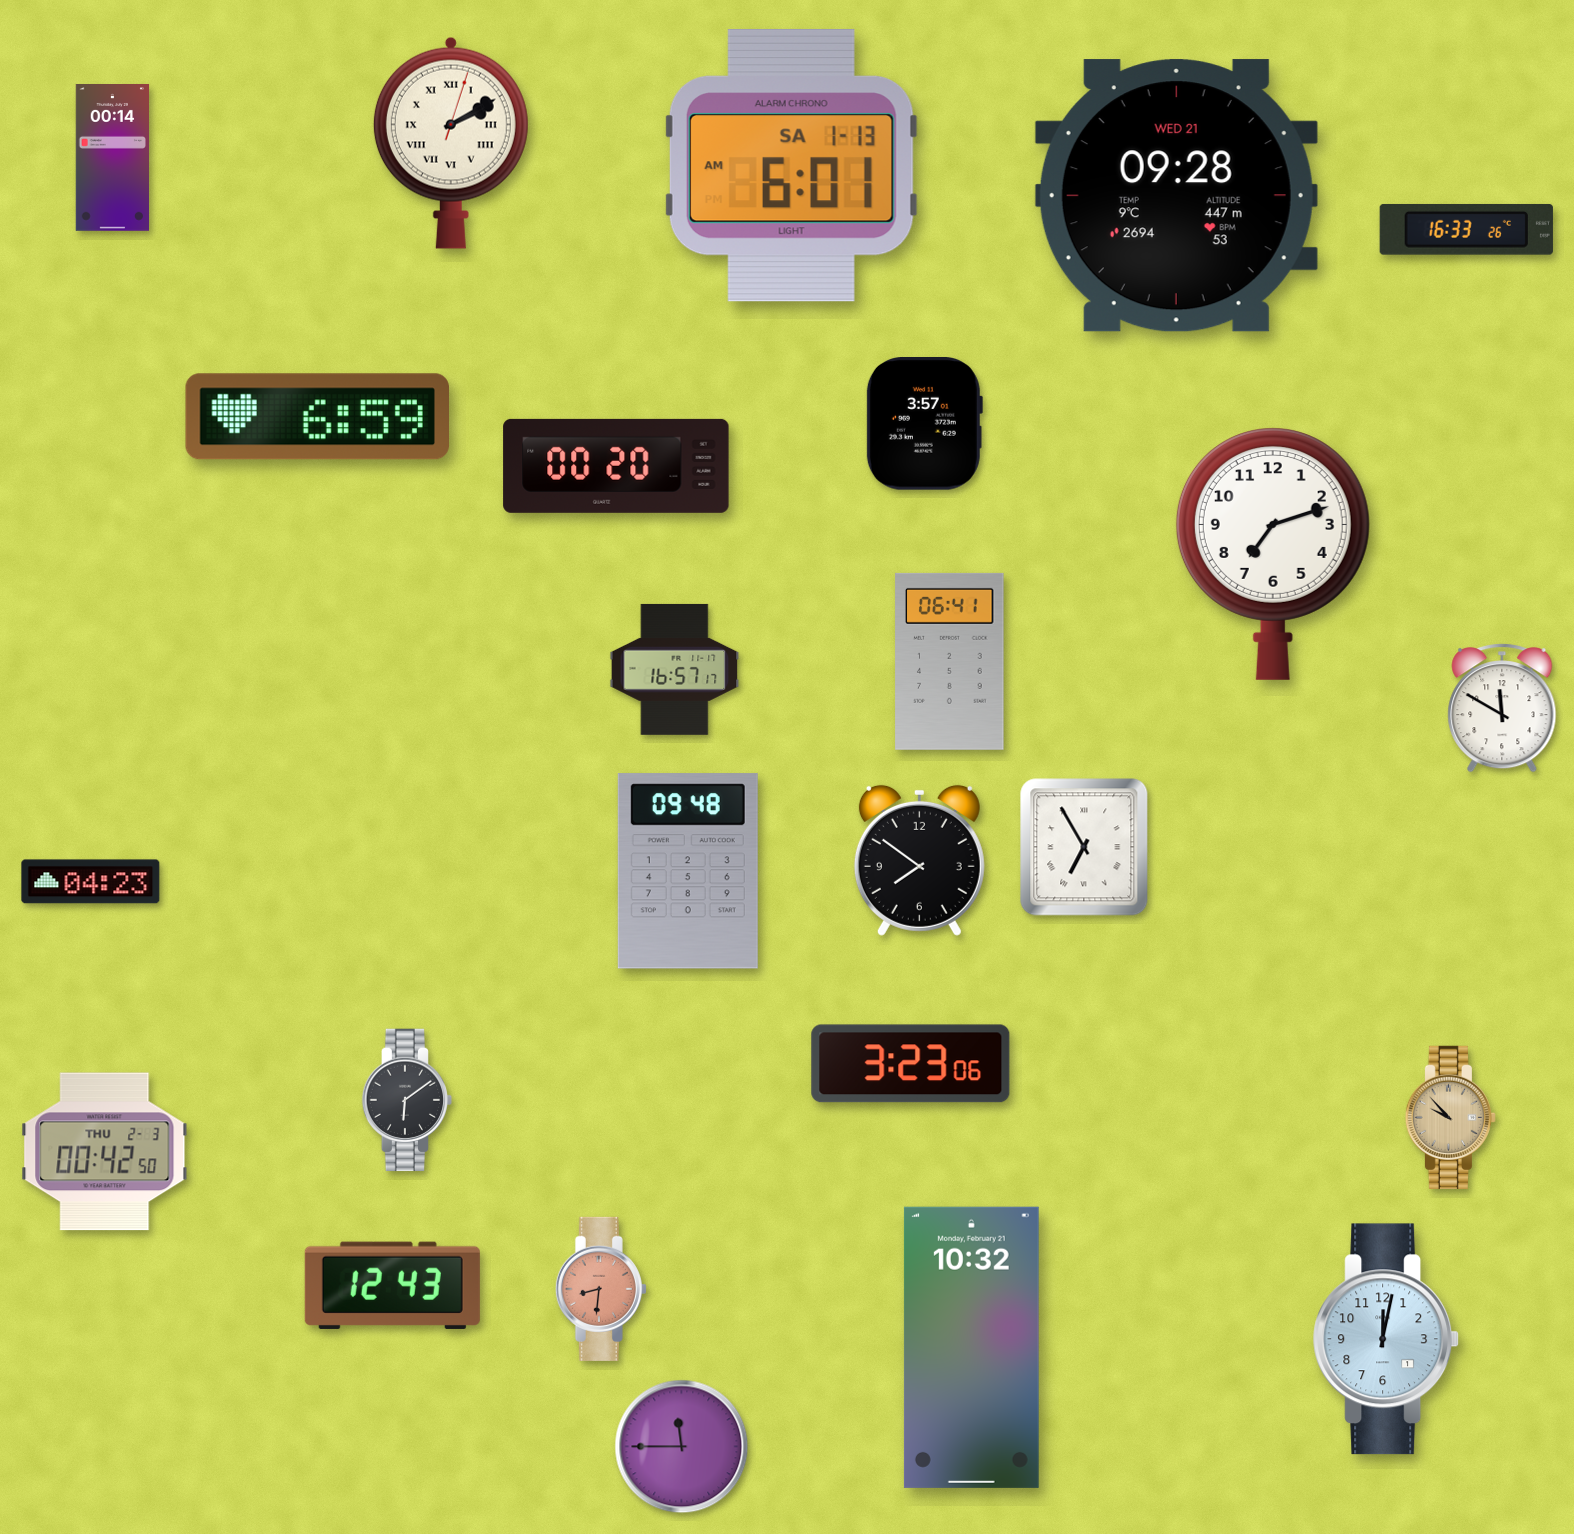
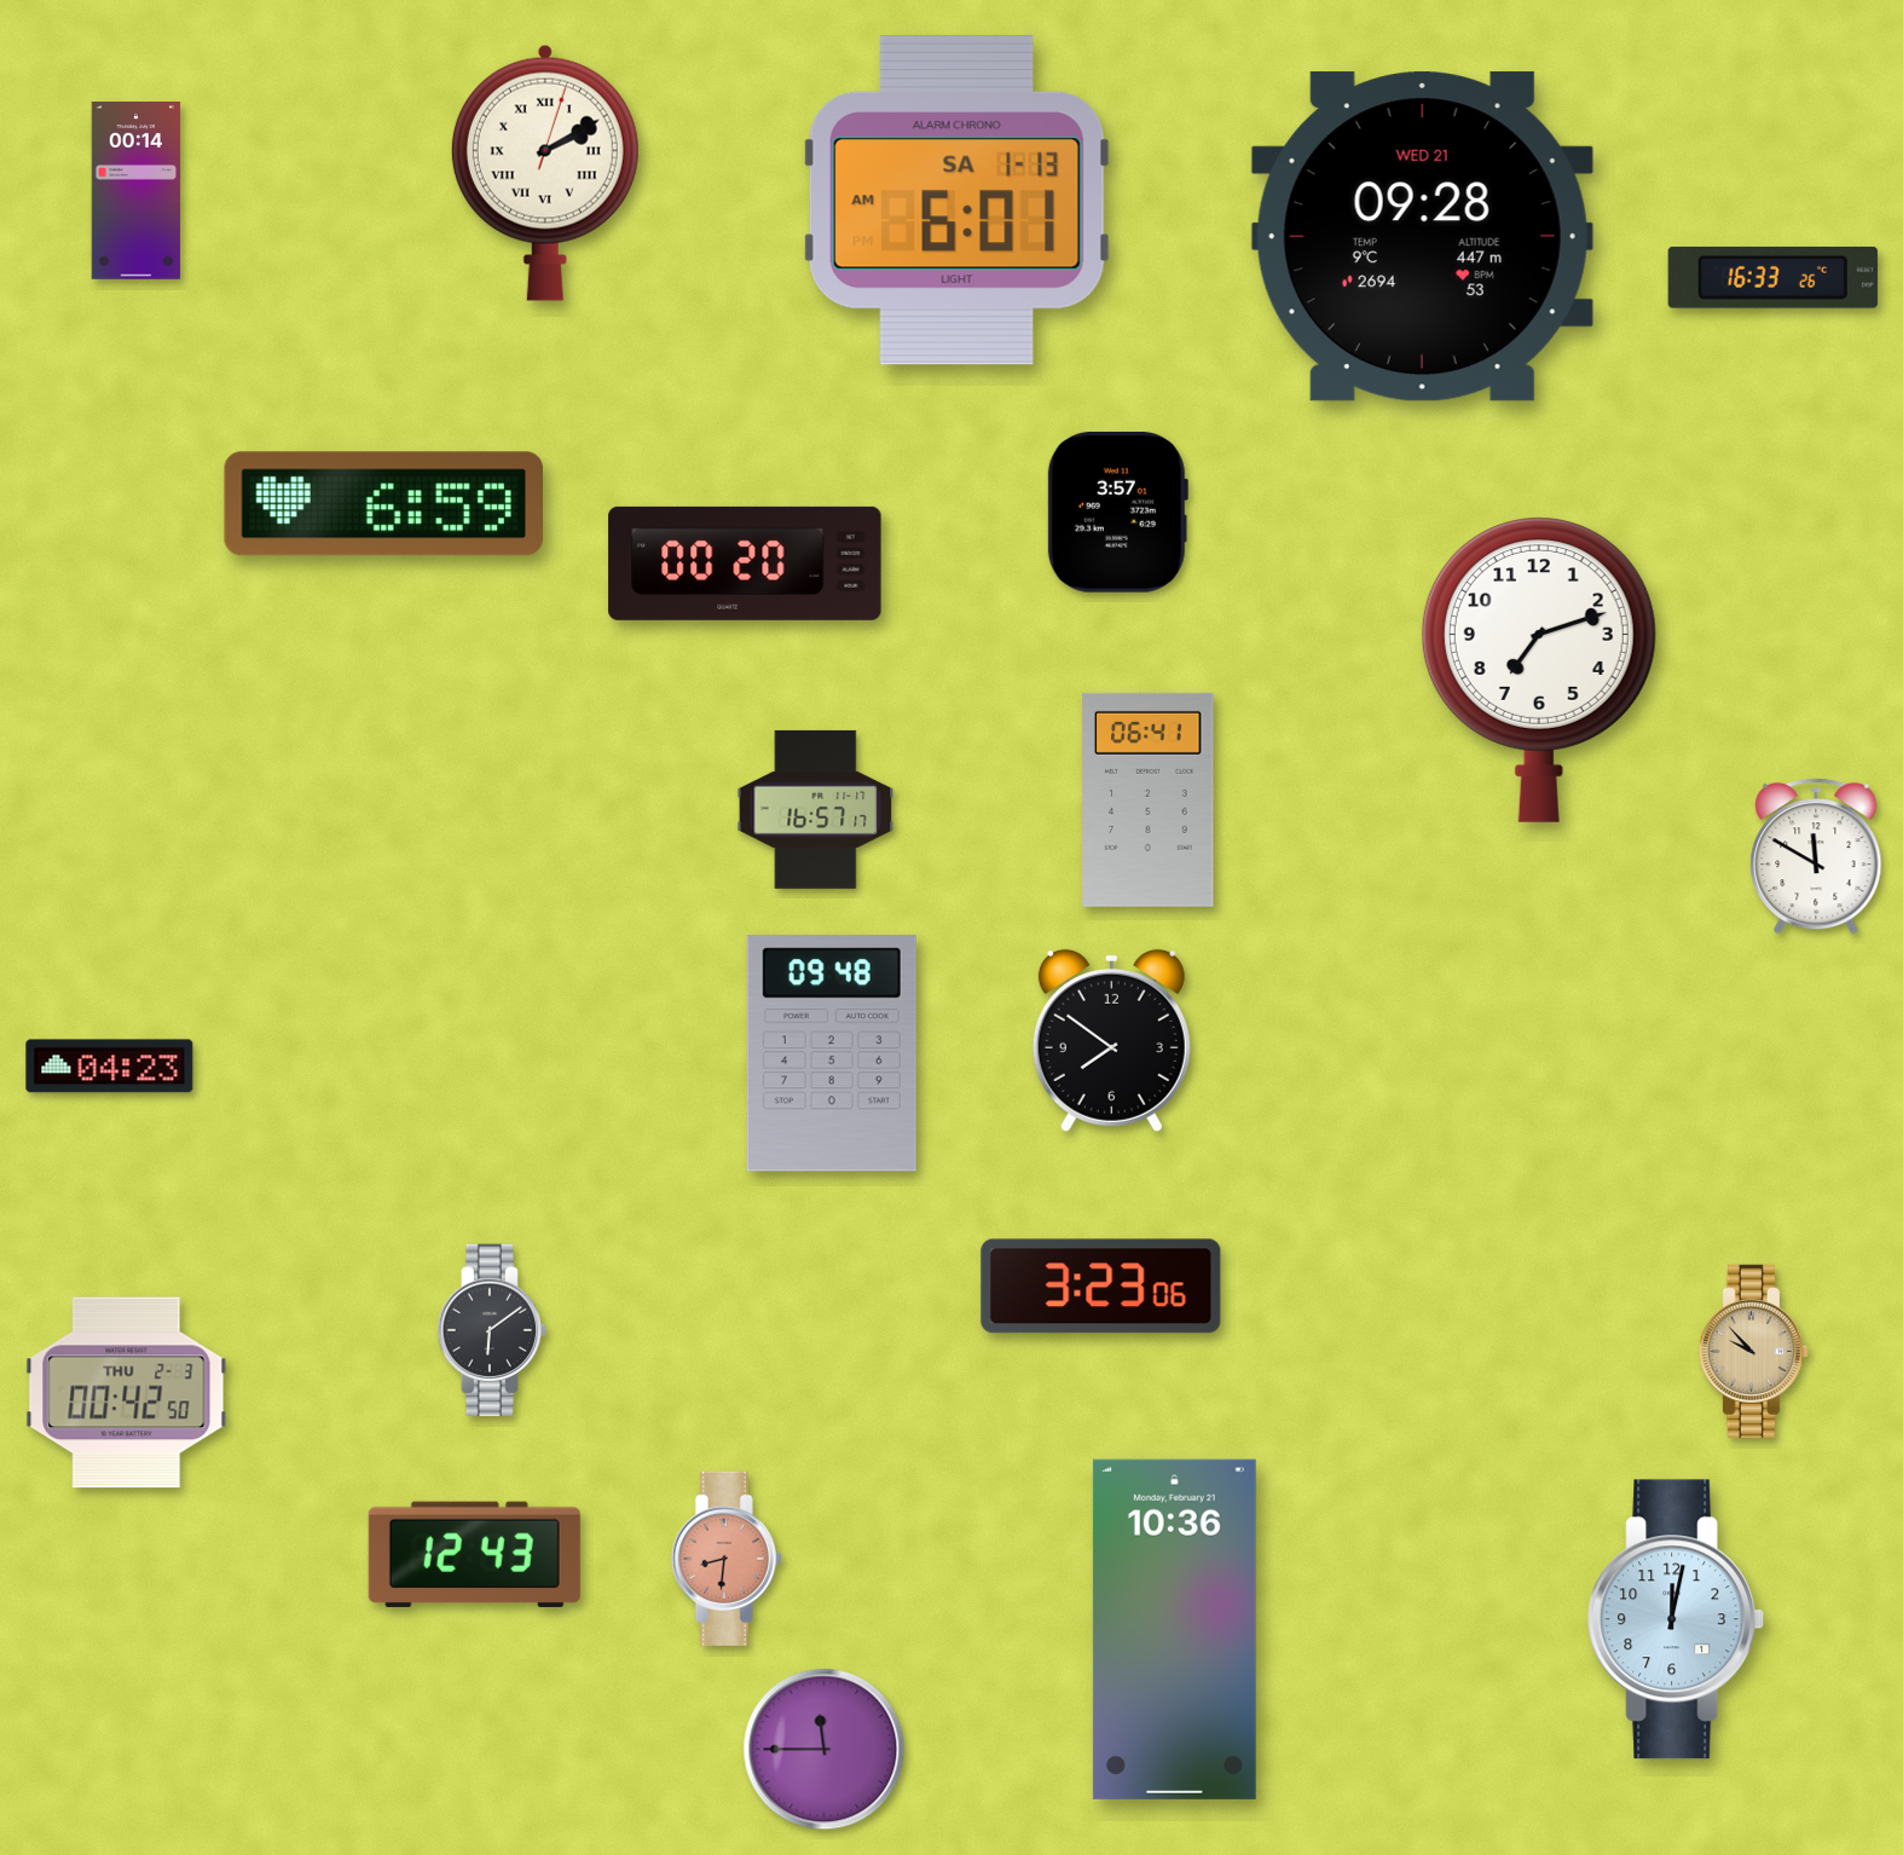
clock at (1084, 847): 6:55 -> none
clock at (971, 1347): 10:32 -> 10:36
